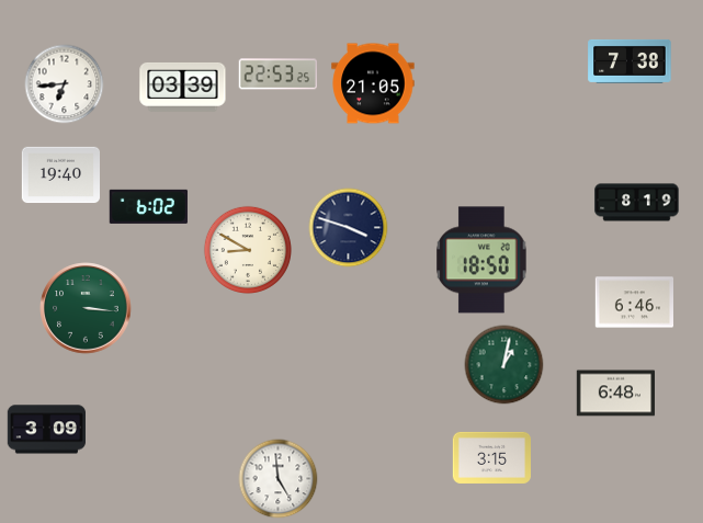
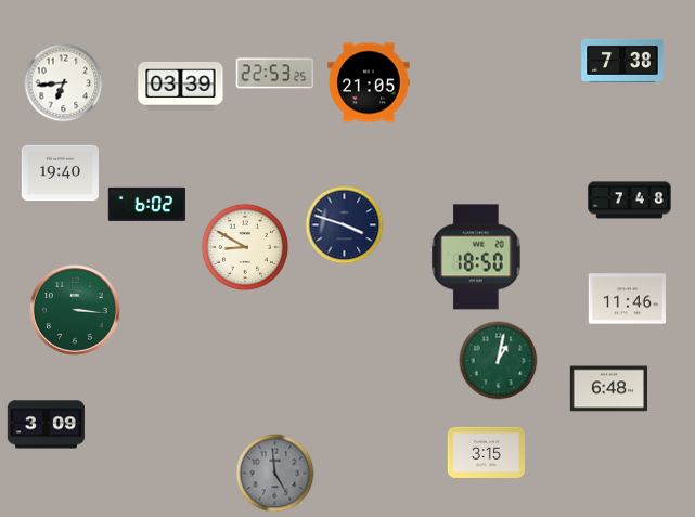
clock at (637, 203): 8:19 -> 7:48
clock at (634, 303): 6:46 -> 11:46
clock at (86, 308) position: (86, 308) -> (75, 310)
clock at (279, 479) dial: white -> grey
